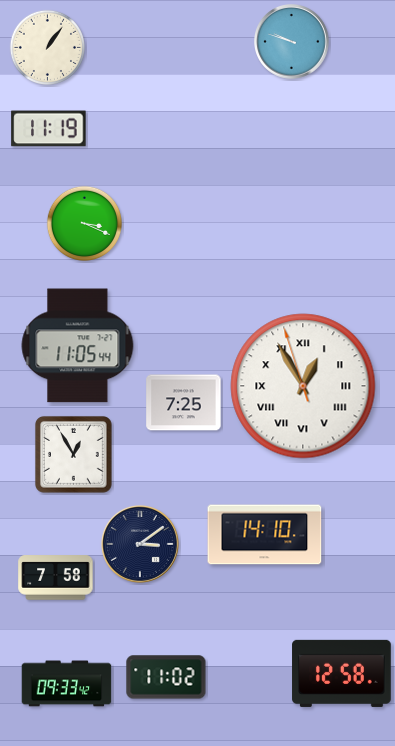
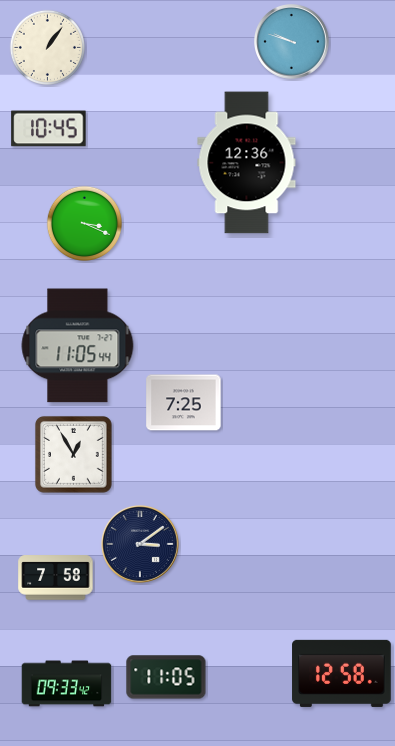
clock at (49, 129): 11:19 -> 10:45
clock at (247, 163): none -> 12:36
clock at (303, 386): 12:54 -> none
clock at (265, 535): 14:10 -> none
clock at (166, 677): 11:02 -> 11:05
